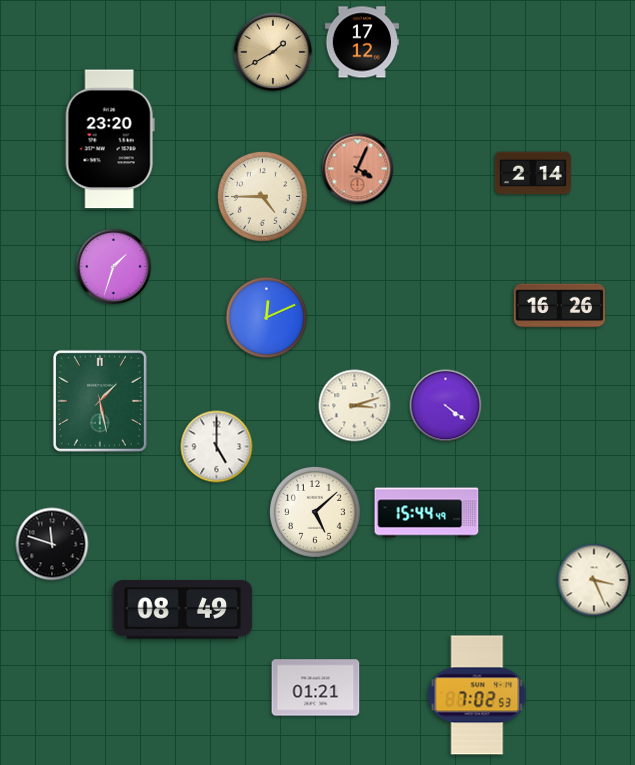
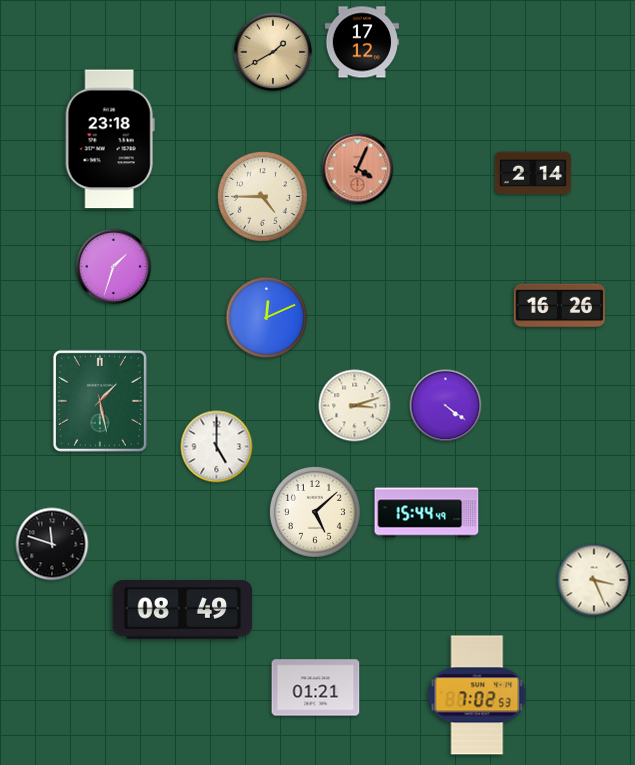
clock at (110, 139): 23:20 -> 23:18
